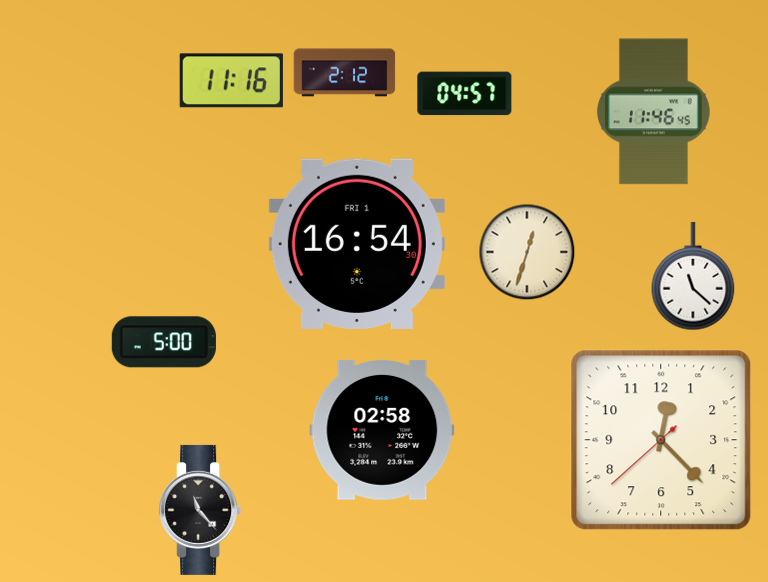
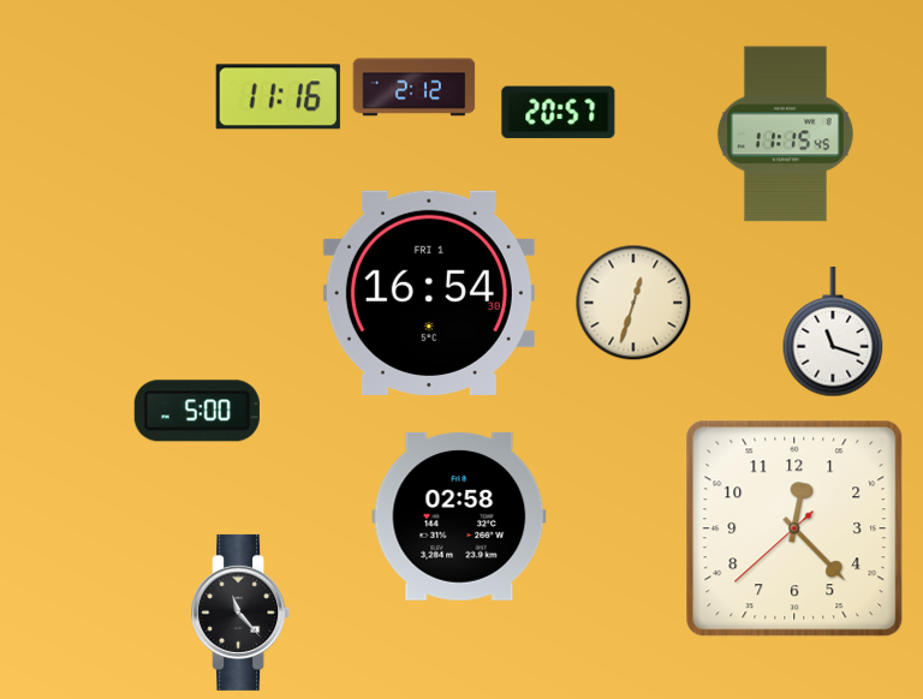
clock at (465, 94): 04:57 -> 20:57
clock at (653, 112): 11:46 -> 11:15
clock at (693, 276): 11:22 -> 11:18
